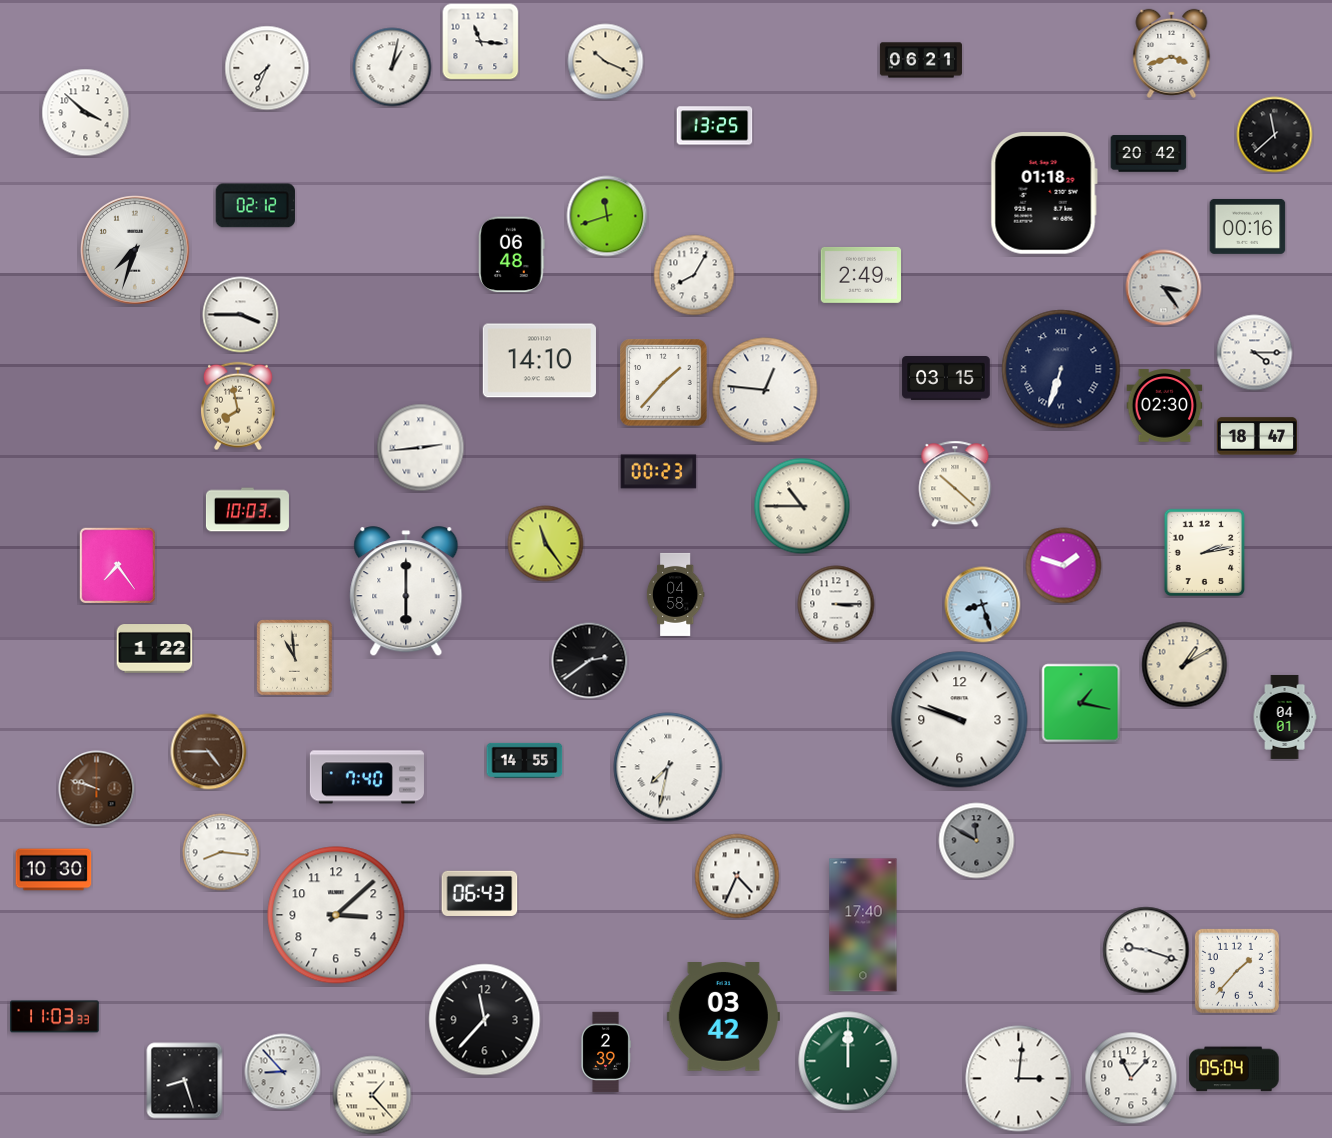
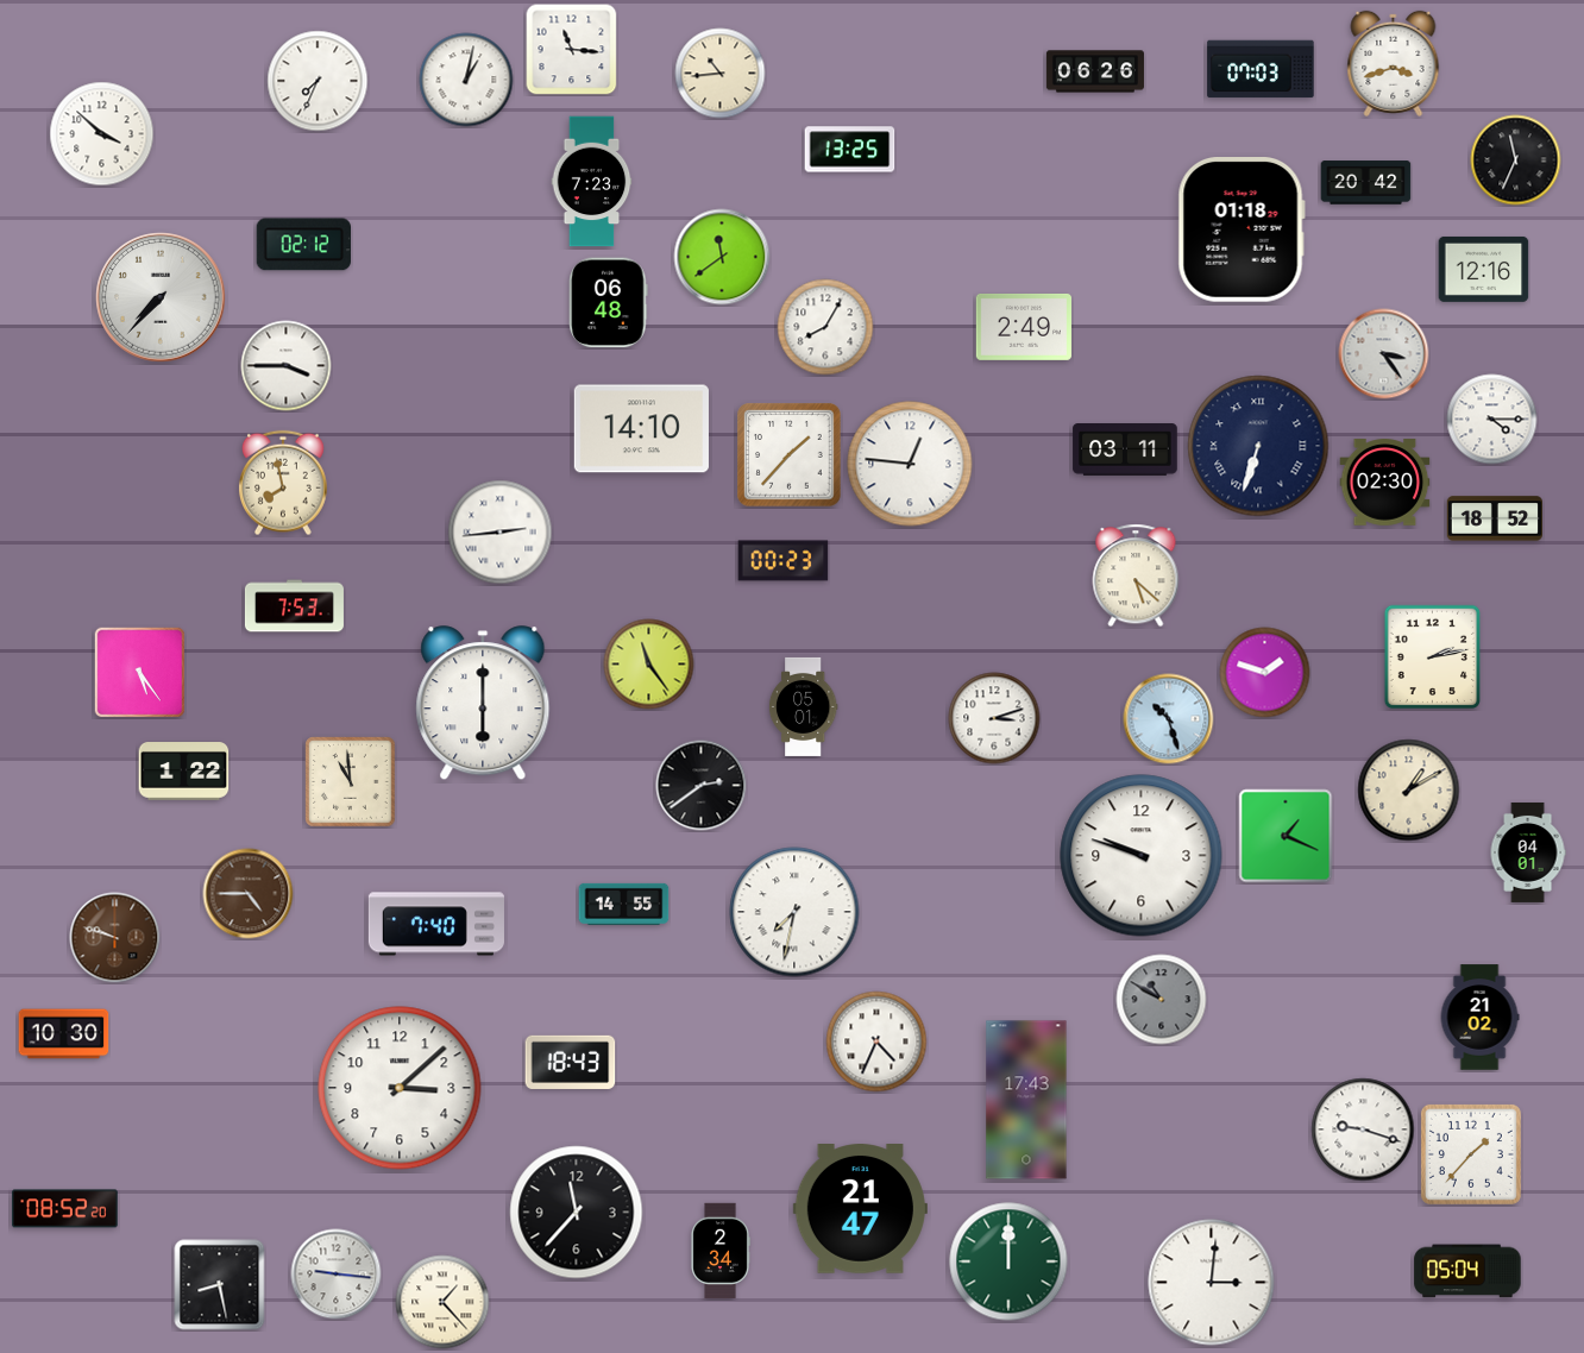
clock at (1261, 69): none -> 07:03
clock at (921, 60): 06:21 -> 06:26
clock at (606, 62): 10:19 -> 10:44
clock at (1275, 135): 11:38 -> 11:34
clock at (592, 182): none -> 7:23
clock at (607, 216): 11:42 -> 11:39
clock at (1248, 226): 00:16 -> 12:16
clock at (135, 250): 7:33 -> 7:37
clock at (1164, 288) position: (1164, 288) -> (1384, 354)
clock at (241, 315) position: (241, 315) -> (287, 366)
clock at (1061, 369) position: (1061, 369) -> (1258, 446)
clock at (946, 379): 03:15 -> 03:11
clock at (1256, 436): 18:47 -> 18:52
clock at (955, 484): 10:22 -> 5:22
clock at (802, 506): 10:45 -> none
clock at (247, 510): 10:03 -> 7:53
clock at (546, 544) position: (546, 544) -> (649, 665)
clock at (117, 565): 7:24 -> 5:24
clock at (675, 594): 04:58 -> 05:01
clock at (836, 604): 3:15 -> 3:12
clock at (983, 605): 8:27 -> 10:27
clock at (1081, 703): 1:17 -> 1:19
clock at (977, 841): 11:50 -> 10:50
clock at (221, 852): 8:16 -> none
clock at (1479, 1018): none -> 21:02
clock at (480, 893): 06:43 -> 18:43
clock at (863, 925): 17:40 -> 17:43
clock at (55, 1017): 11:03 -> 08:52
clock at (723, 1017): 03:42 -> 21:47
clock at (606, 1051): 2:39 -> 2:34
clock at (283, 1072): 8:53 -> 9:16
clock at (1131, 1078): 11:07 -> none
clock at (185, 1081): 8:27 -> 8:28
